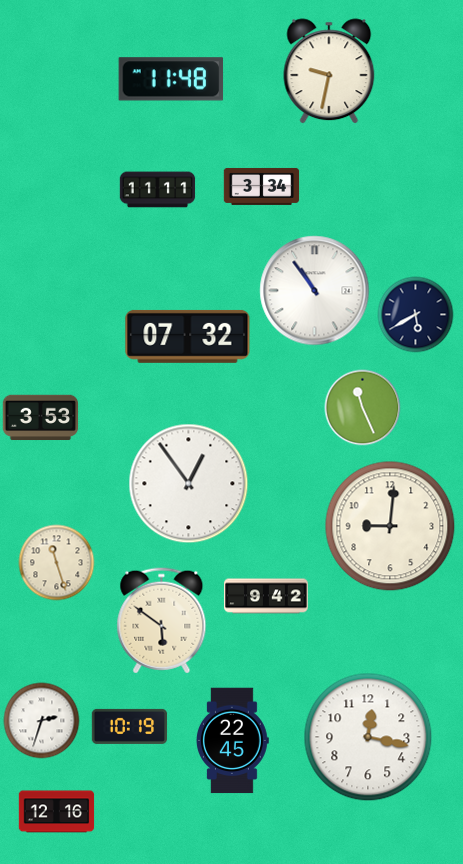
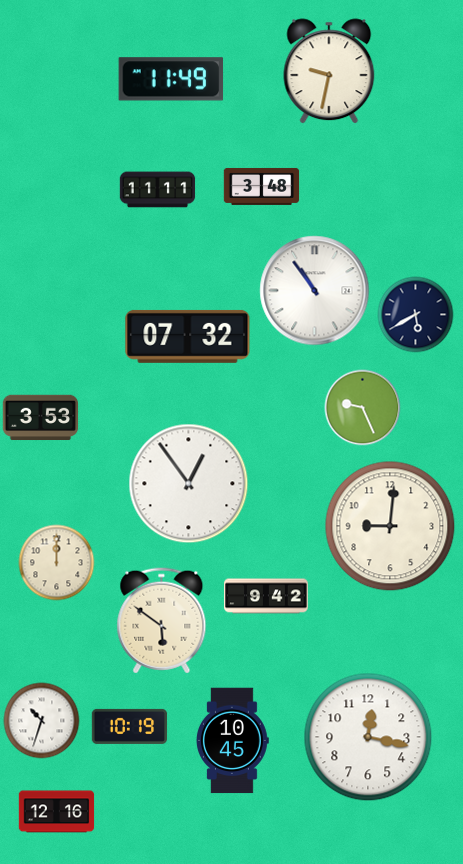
clock at (171, 79): 11:48 -> 11:49
clock at (262, 186): 3:34 -> 3:48
clock at (363, 408): 11:26 -> 9:26
clock at (57, 563): 11:27 -> 12:00
clock at (42, 721): 2:33 -> 10:33
clock at (232, 741): 22:45 -> 10:45
